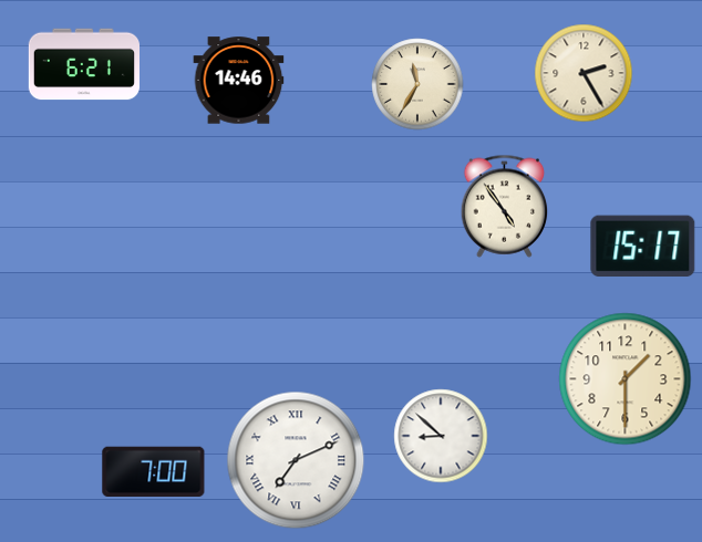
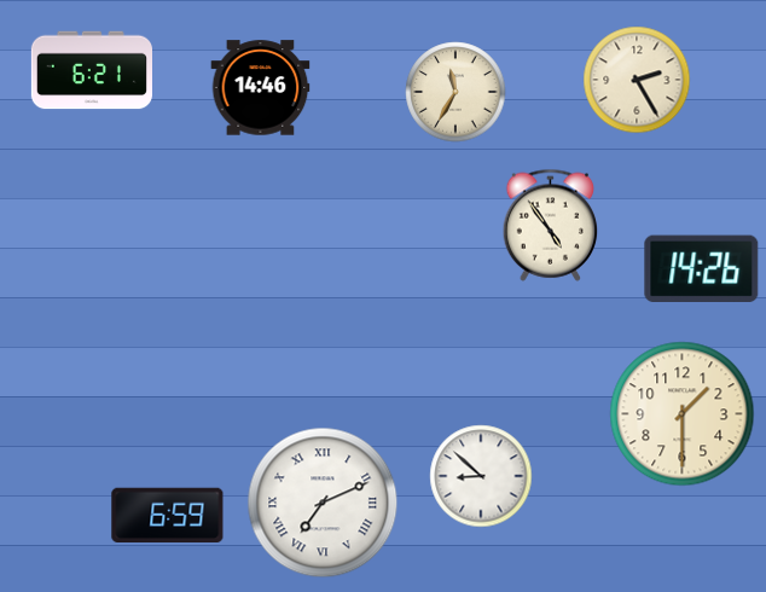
clock at (643, 247): 15:17 -> 14:26
clock at (154, 471): 7:00 -> 6:59
